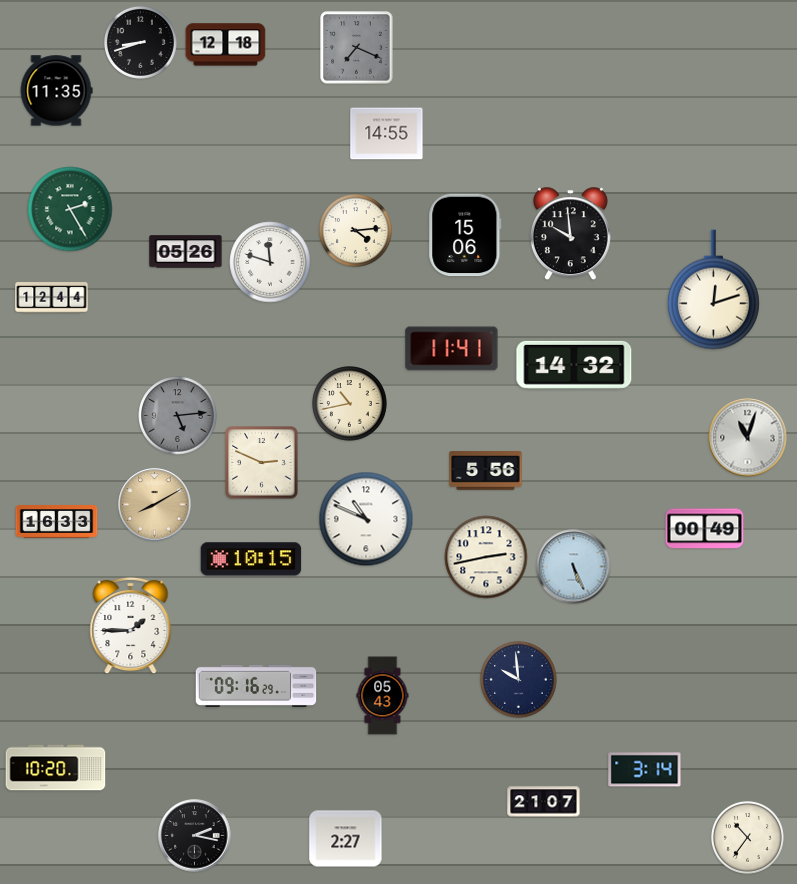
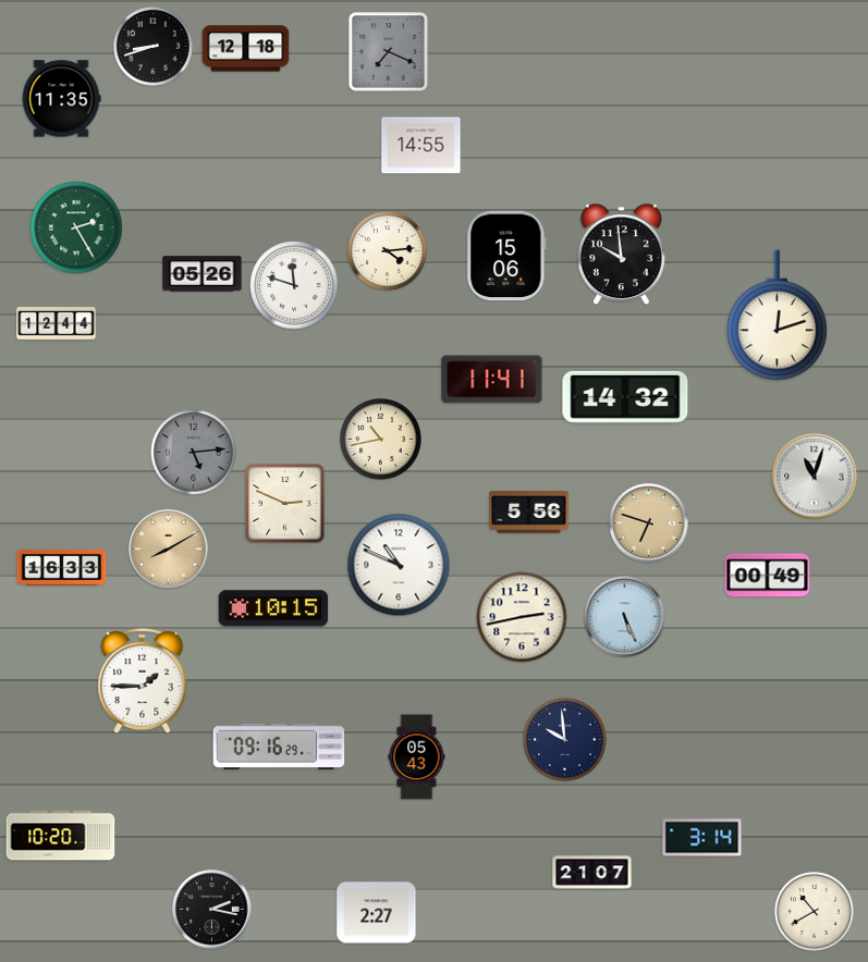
clock at (649, 523): none -> 6:48
clock at (486, 557) position: (486, 557) -> (522, 617)
clock at (747, 837): 10:36 -> 10:40
